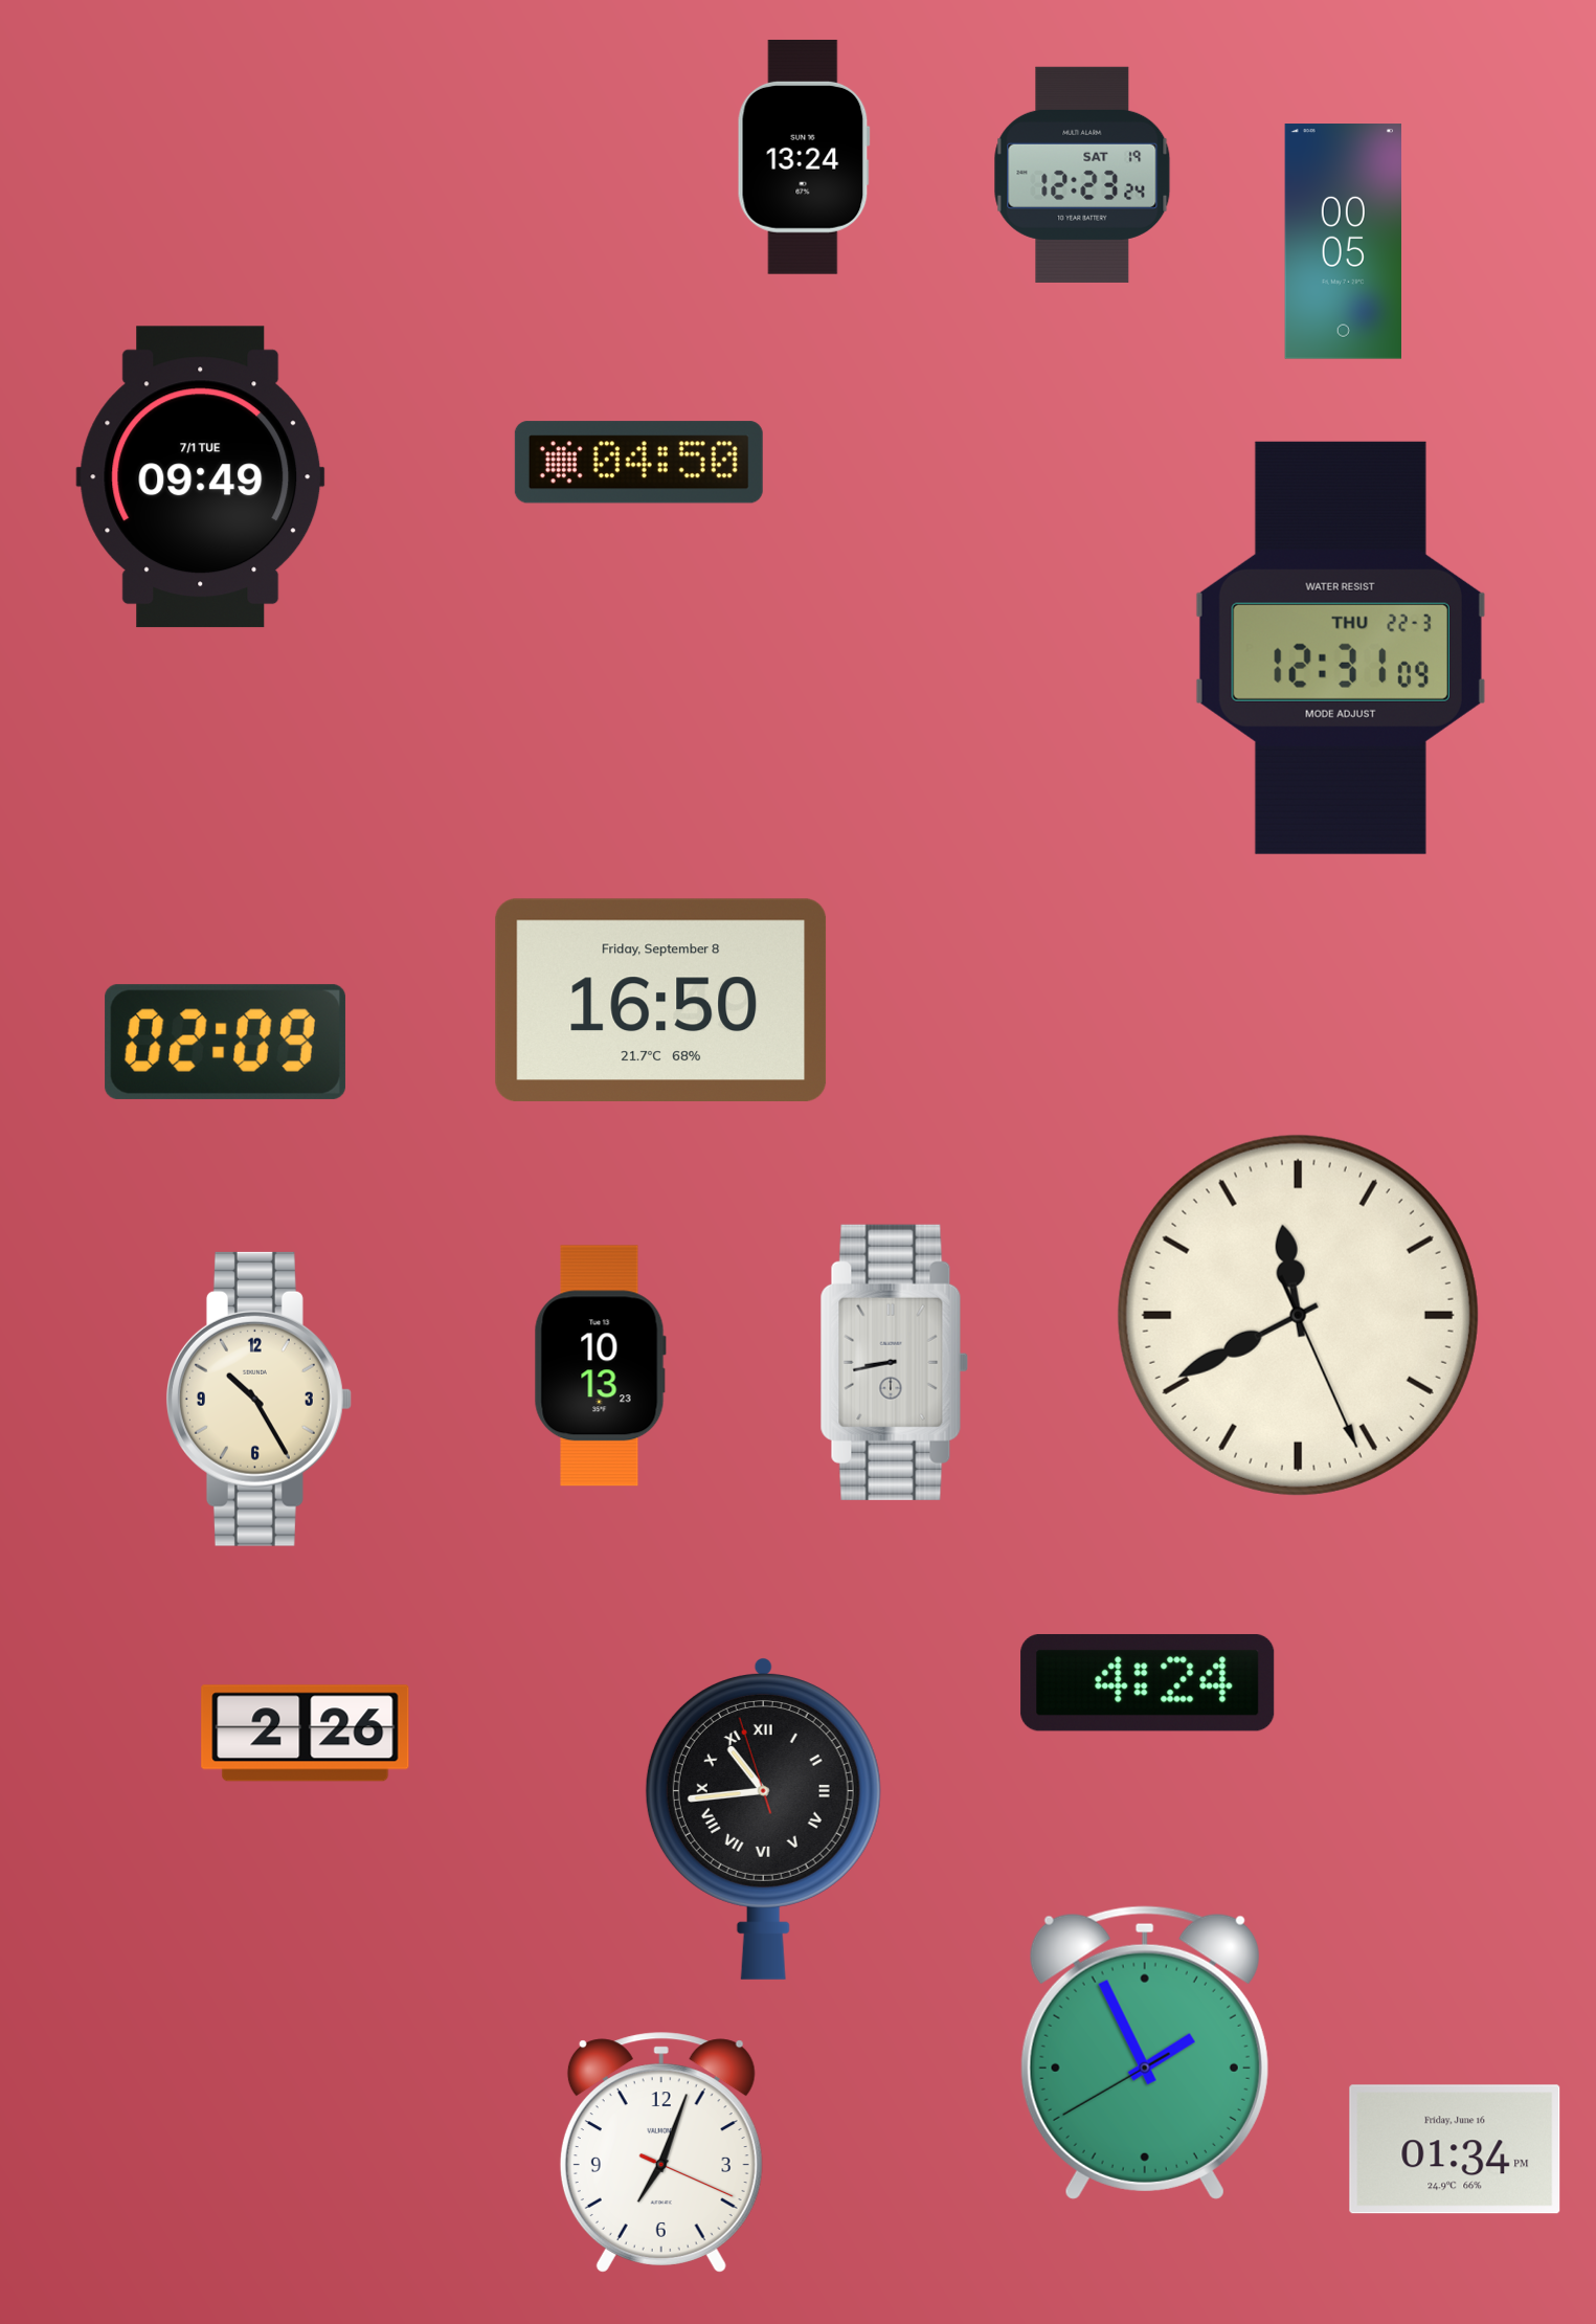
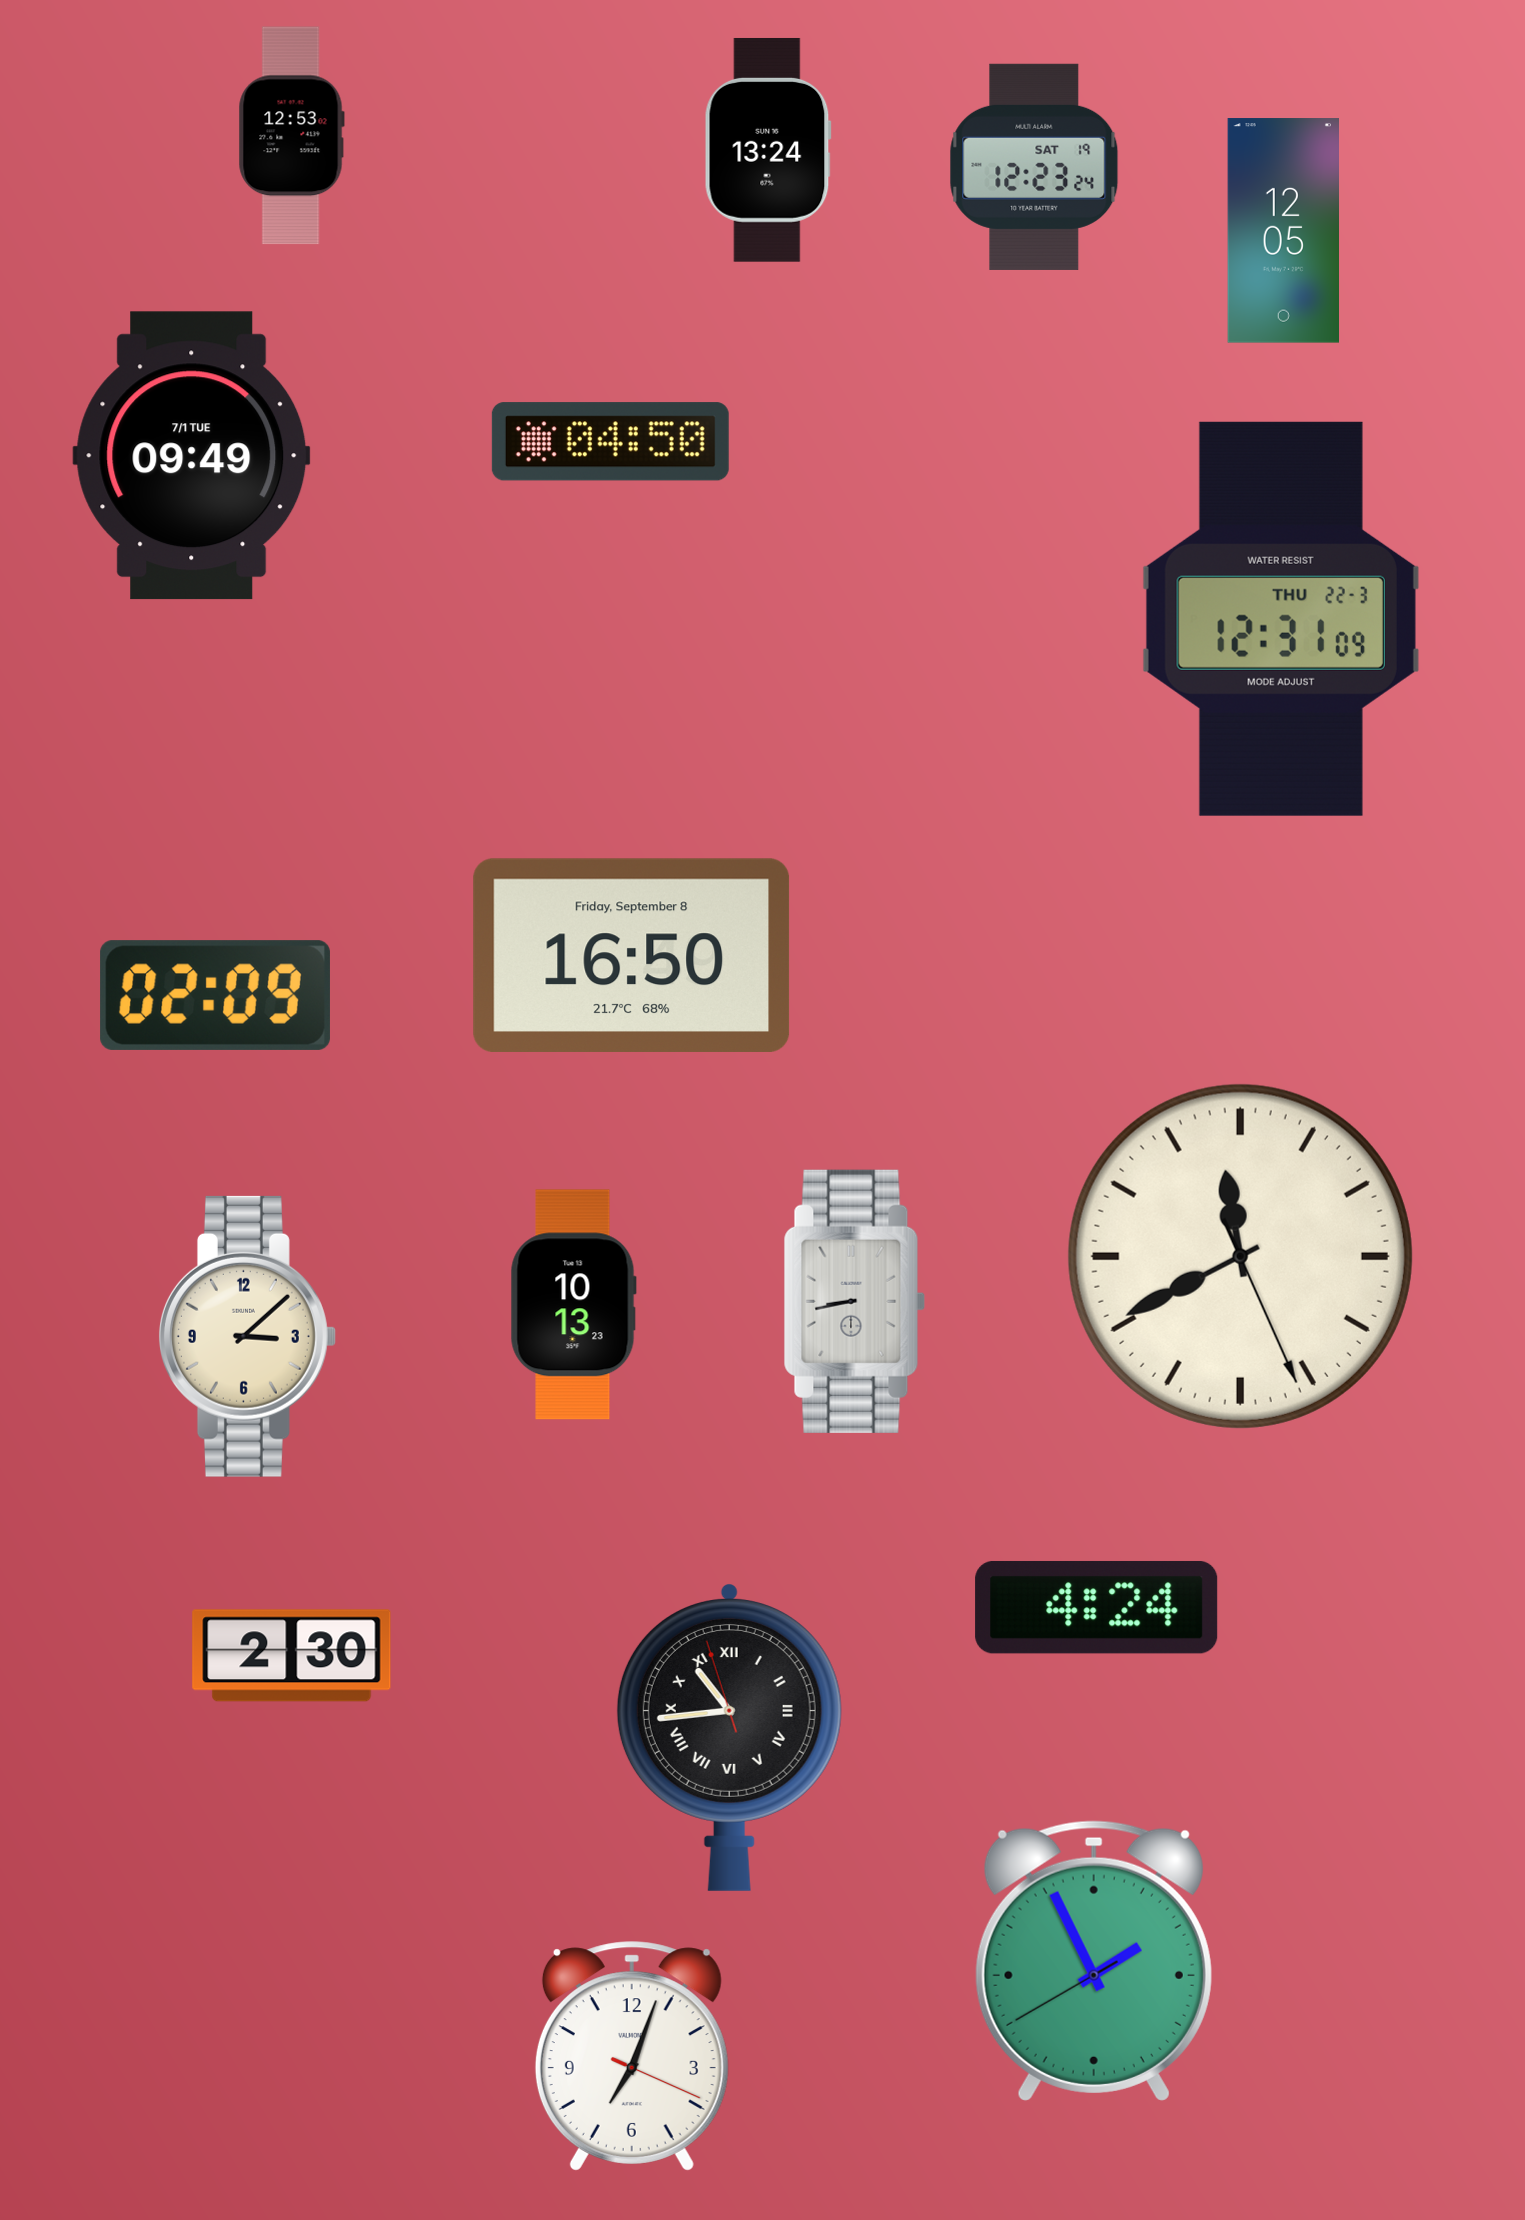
clock at (291, 136): none -> 12:53
clock at (1343, 242): 00:05 -> 12:05
clock at (258, 1399): 10:25 -> 3:08
clock at (306, 1734): 2:26 -> 2:30
clock at (1455, 2149): 01:34 -> none
